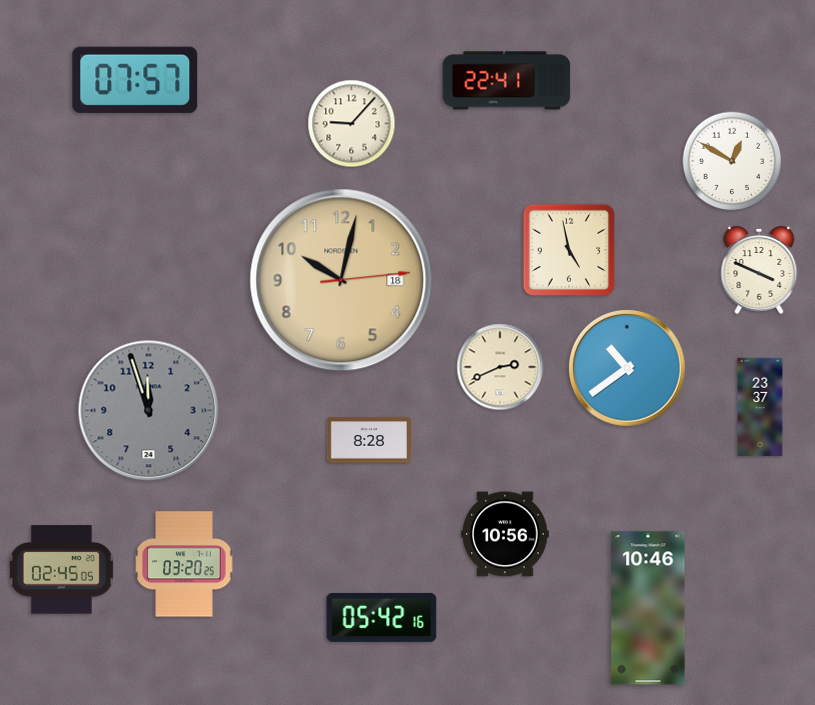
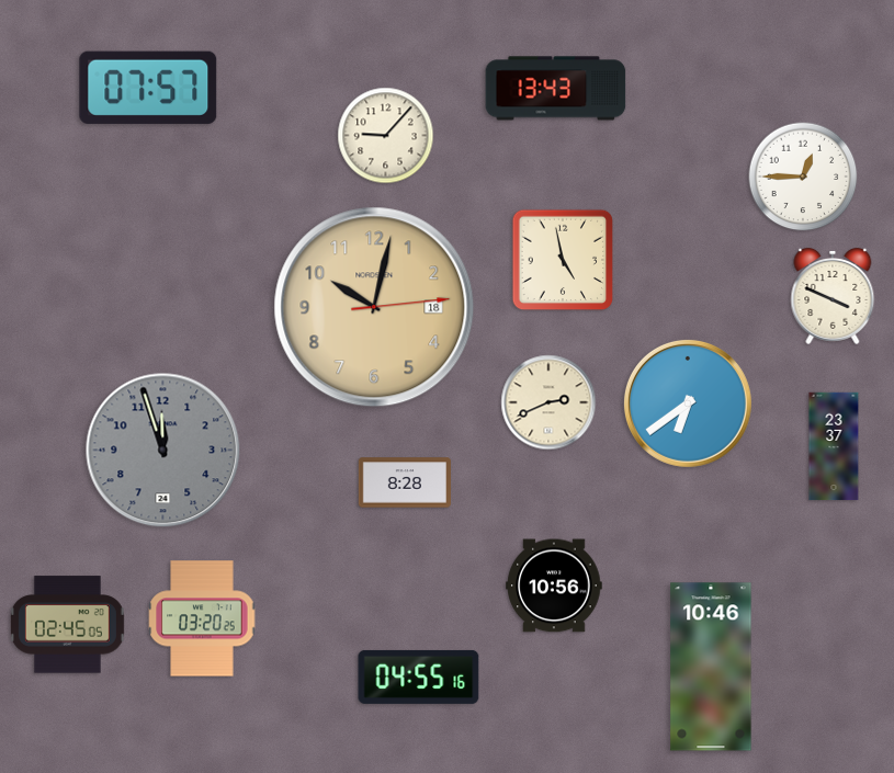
clock at (507, 81): 22:41 -> 13:43
clock at (732, 161): 12:50 -> 12:45
clock at (569, 250) position: (569, 250) -> (563, 260)
clock at (627, 368): 10:39 -> 6:39
clock at (382, 617): 05:42 -> 04:55
